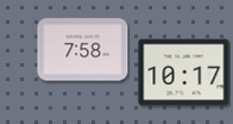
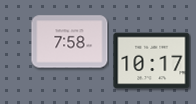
clock at (184, 73) position: (184, 73) -> (152, 61)
